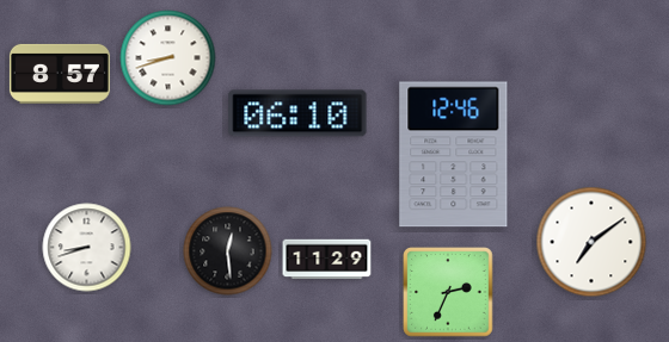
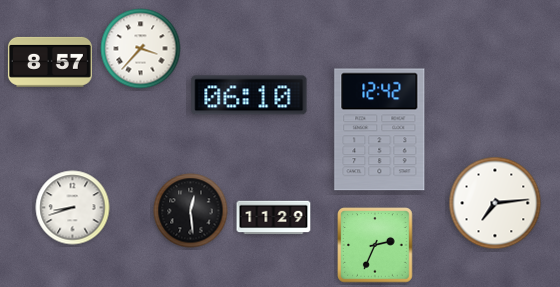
clock at (168, 58): 8:42 -> 3:37
clock at (454, 155): 12:46 -> 12:42
clock at (591, 242): 7:09 -> 7:14
